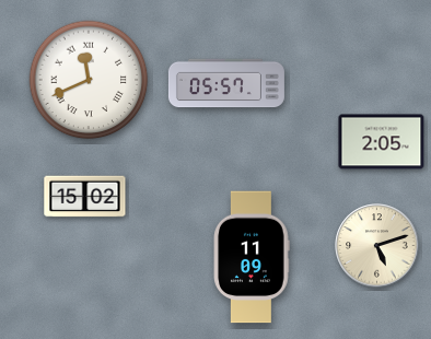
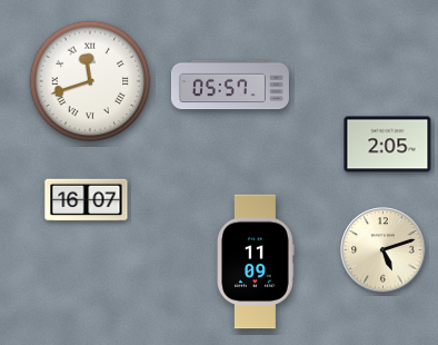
clock at (89, 80): 11:41 -> 11:42
clock at (85, 197): 15:02 -> 16:07
